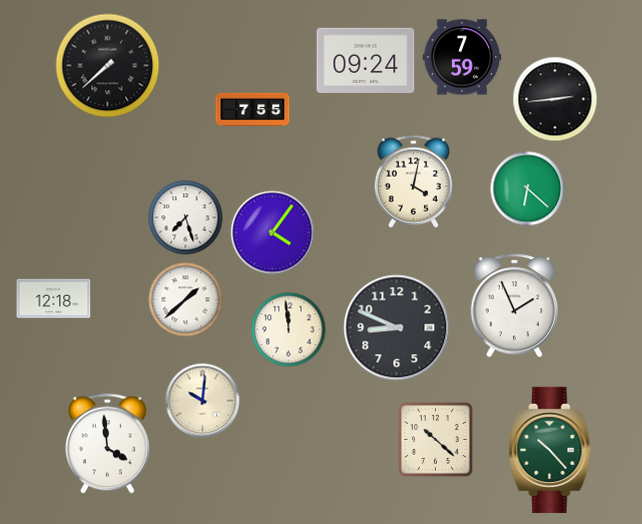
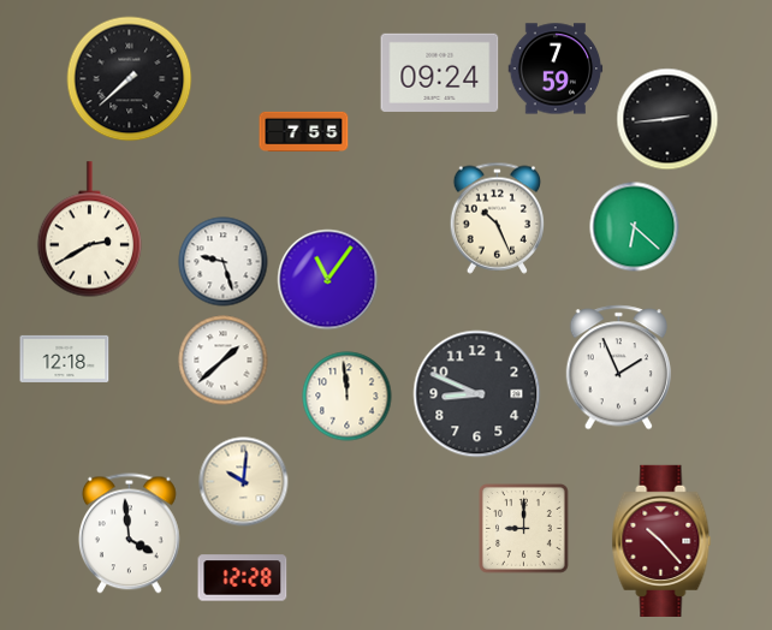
clock at (413, 181): 4:02 -> 10:26
clock at (90, 230): none -> 2:40
clock at (186, 218): 7:27 -> 9:27
clock at (273, 233): 4:06 -> 11:06
clock at (436, 440): 10:22 -> 9:00
clock at (550, 450) dial: green -> burgundy
clock at (243, 578): none -> 12:28
